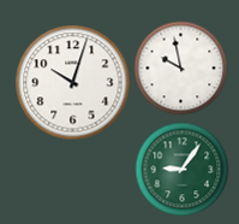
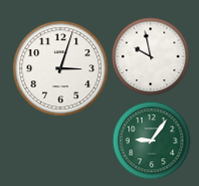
clock at (72, 82): 10:03 -> 3:03
